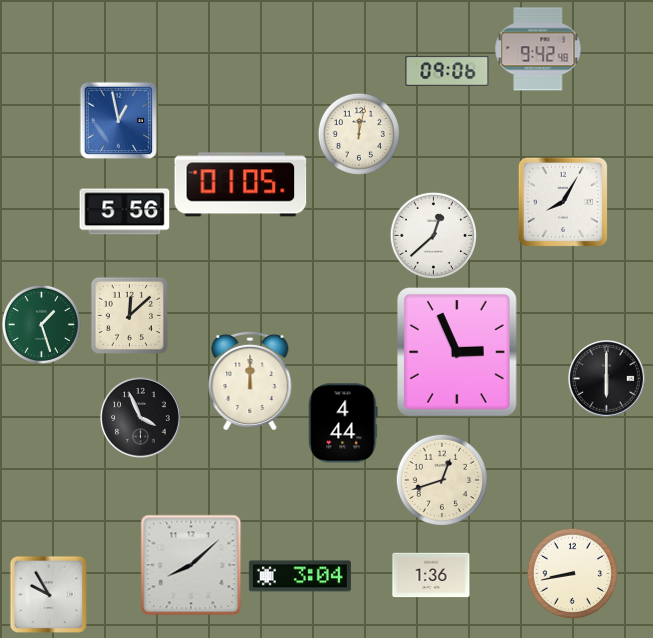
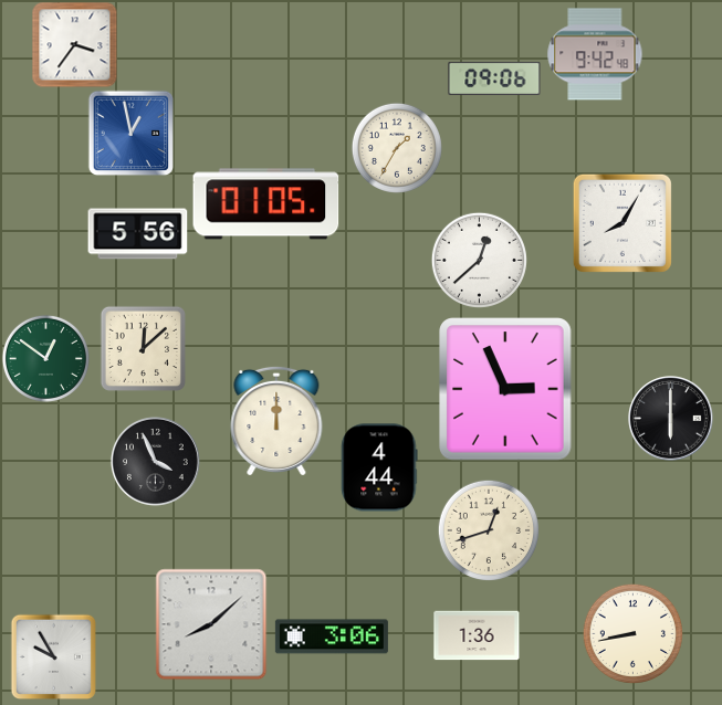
clock at (74, 44): none -> 3:36
clock at (359, 134): 12:02 -> 1:35
clock at (41, 324): 1:27 -> 12:51
clock at (300, 576): 3:04 -> 3:06
